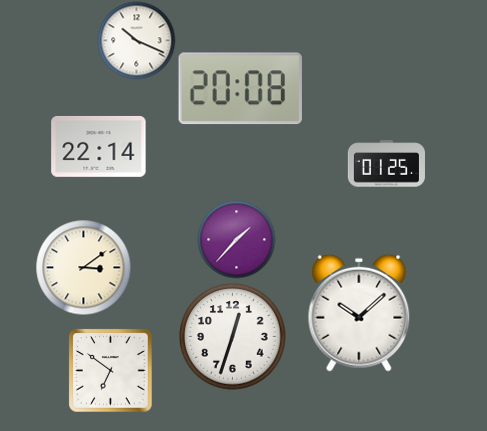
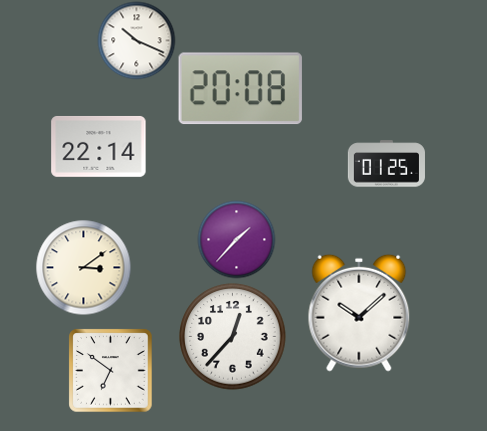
clock at (233, 337): 12:33 -> 12:37
